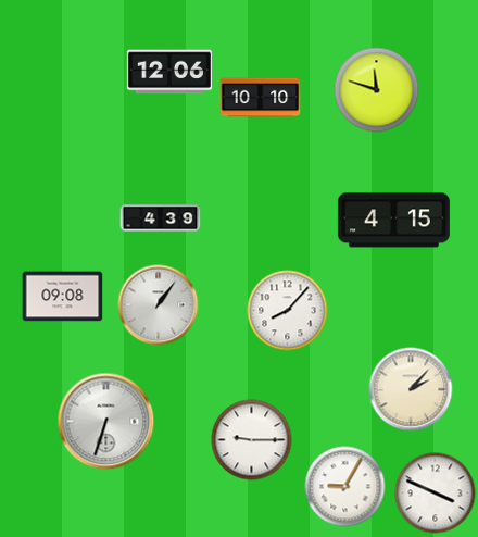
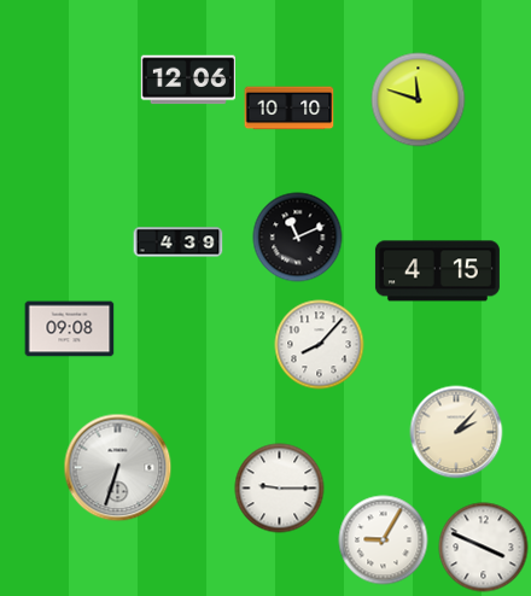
clock at (298, 238): none -> 11:11
clock at (393, 221) position: (393, 221) -> (437, 271)
clock at (159, 305): 1:06 -> none
